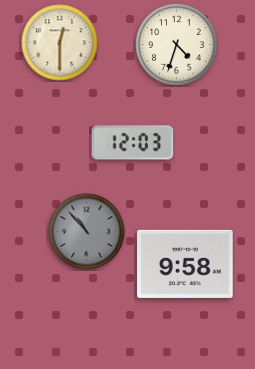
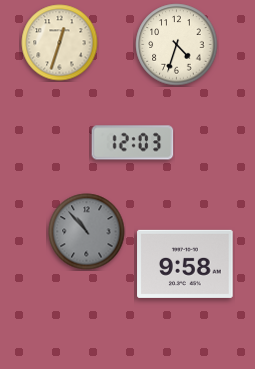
clock at (60, 43): 12:30 -> 12:33
